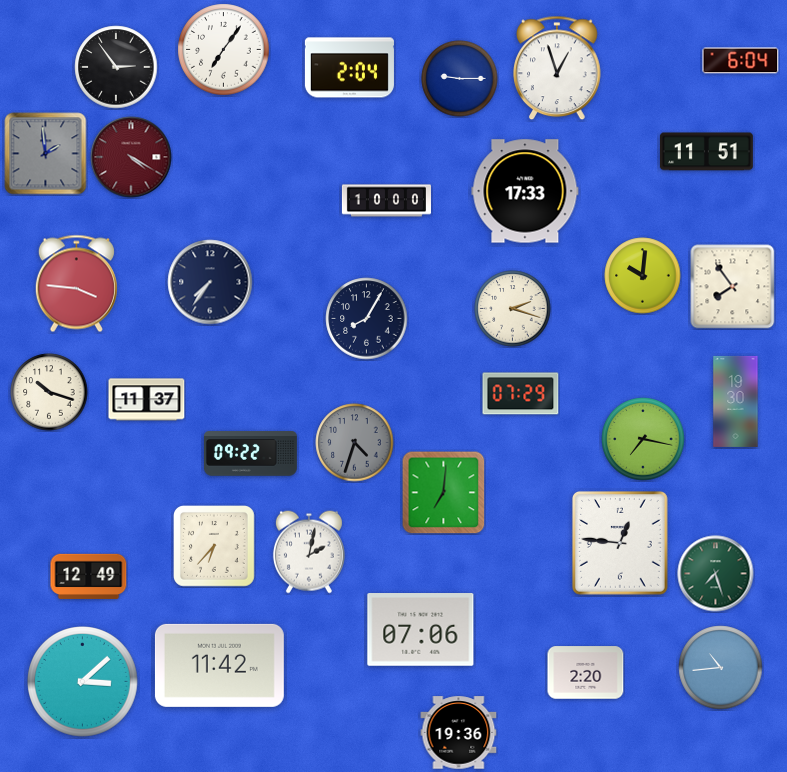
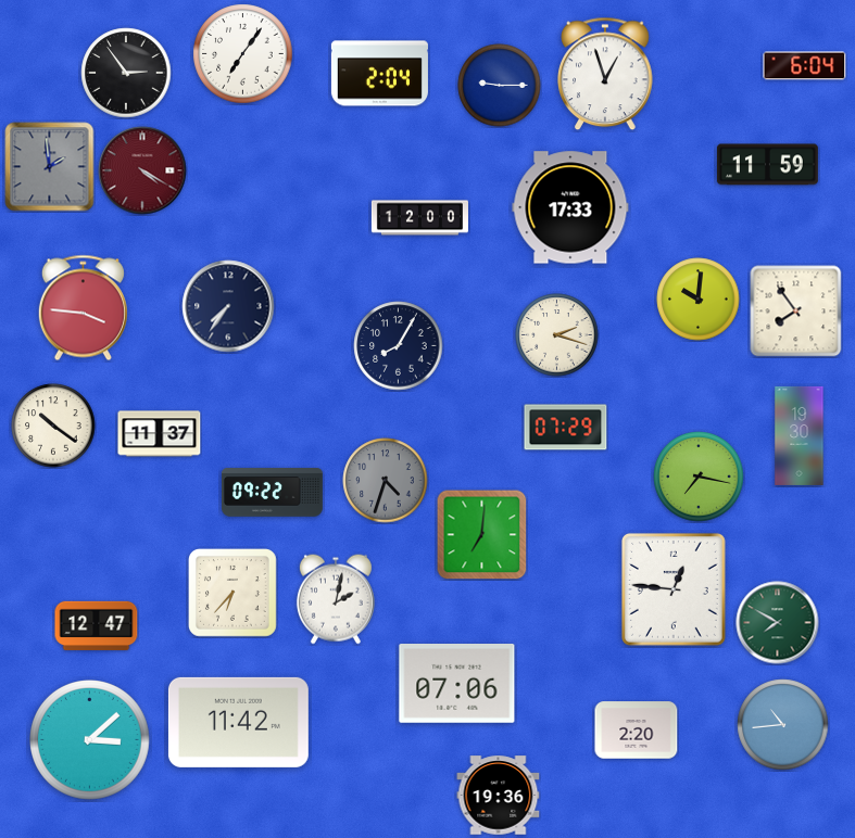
clock at (706, 152): 11:51 -> 11:59
clock at (386, 201): 10:00 -> 12:00
clock at (49, 392): 10:18 -> 10:21
clock at (716, 574): 7:27 -> 7:50
clock at (89, 576): 12:49 -> 12:47
